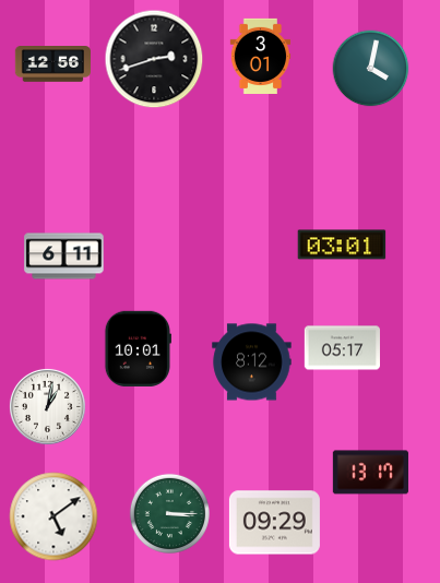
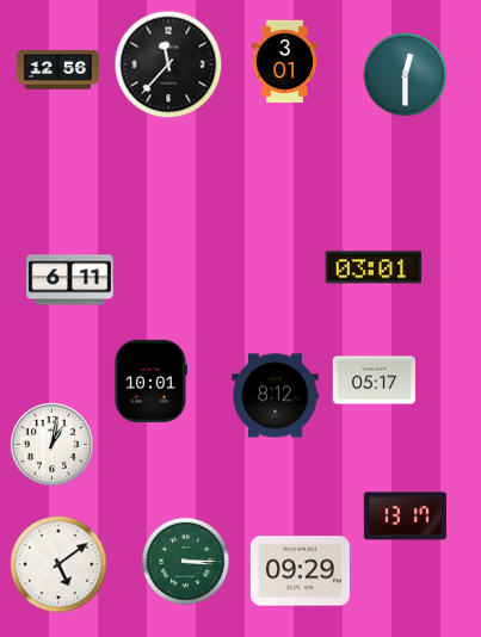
clock at (154, 59): 2:42 -> 11:37
clock at (371, 69): 4:02 -> 12:30
